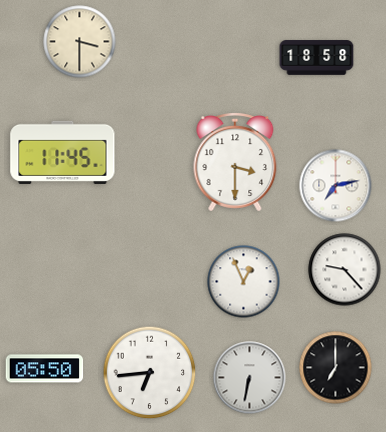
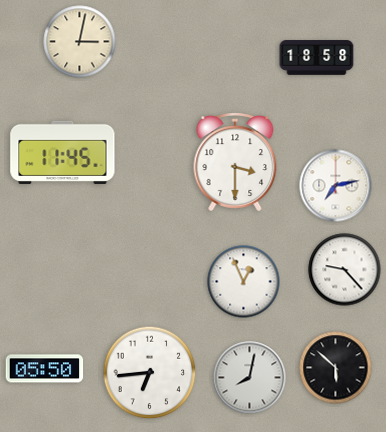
clock at (80, 42): 3:30 -> 3:02
clock at (336, 368): 7:00 -> 5:52
clock at (250, 378): 6:32 -> 8:02
